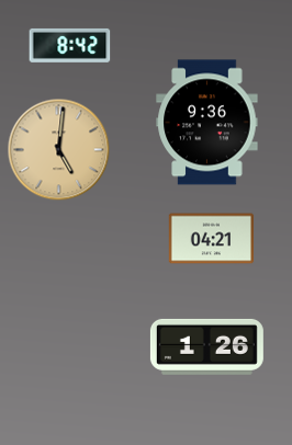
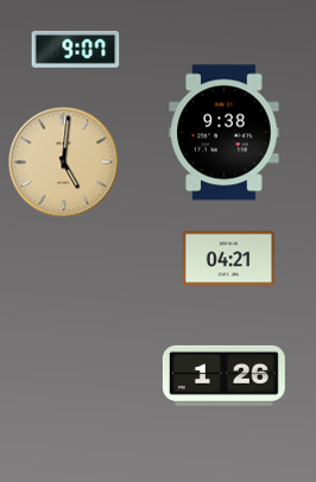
clock at (70, 45): 8:42 -> 9:07
clock at (207, 123): 9:36 -> 9:38
